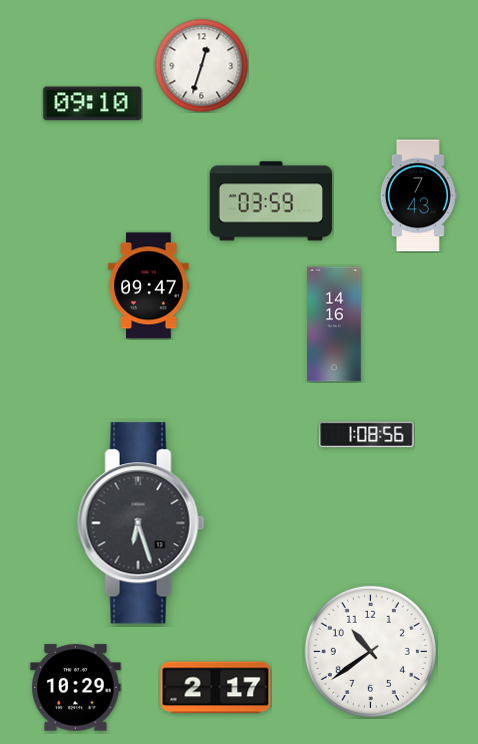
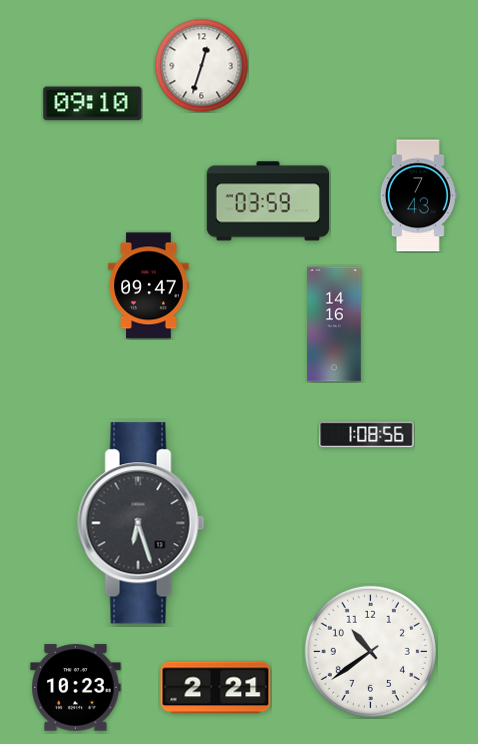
clock at (271, 201) position: (271, 201) -> (268, 201)
clock at (76, 688): 10:29 -> 10:23
clock at (216, 688): 2:17 -> 2:21
